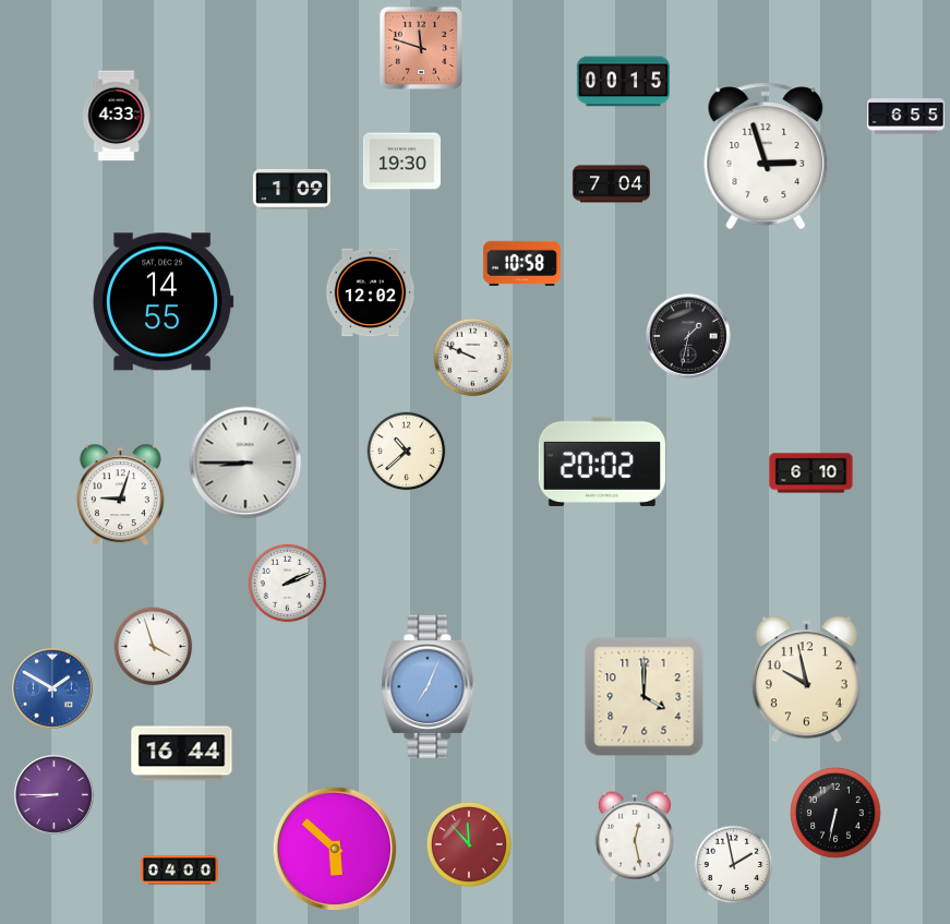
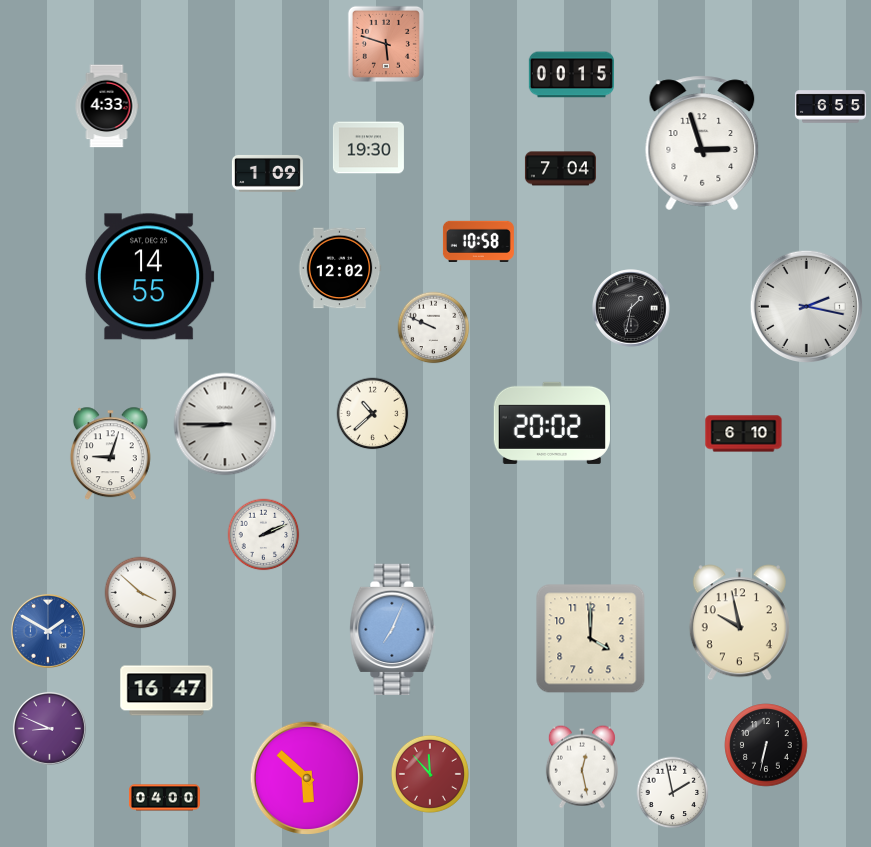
clock at (421, 48): 11:48 -> 5:48
clock at (806, 306): none -> 2:17
clock at (154, 647): 3:57 -> 3:52
clock at (182, 754): 16:44 -> 16:47
clock at (53, 794): 8:45 -> 8:49
